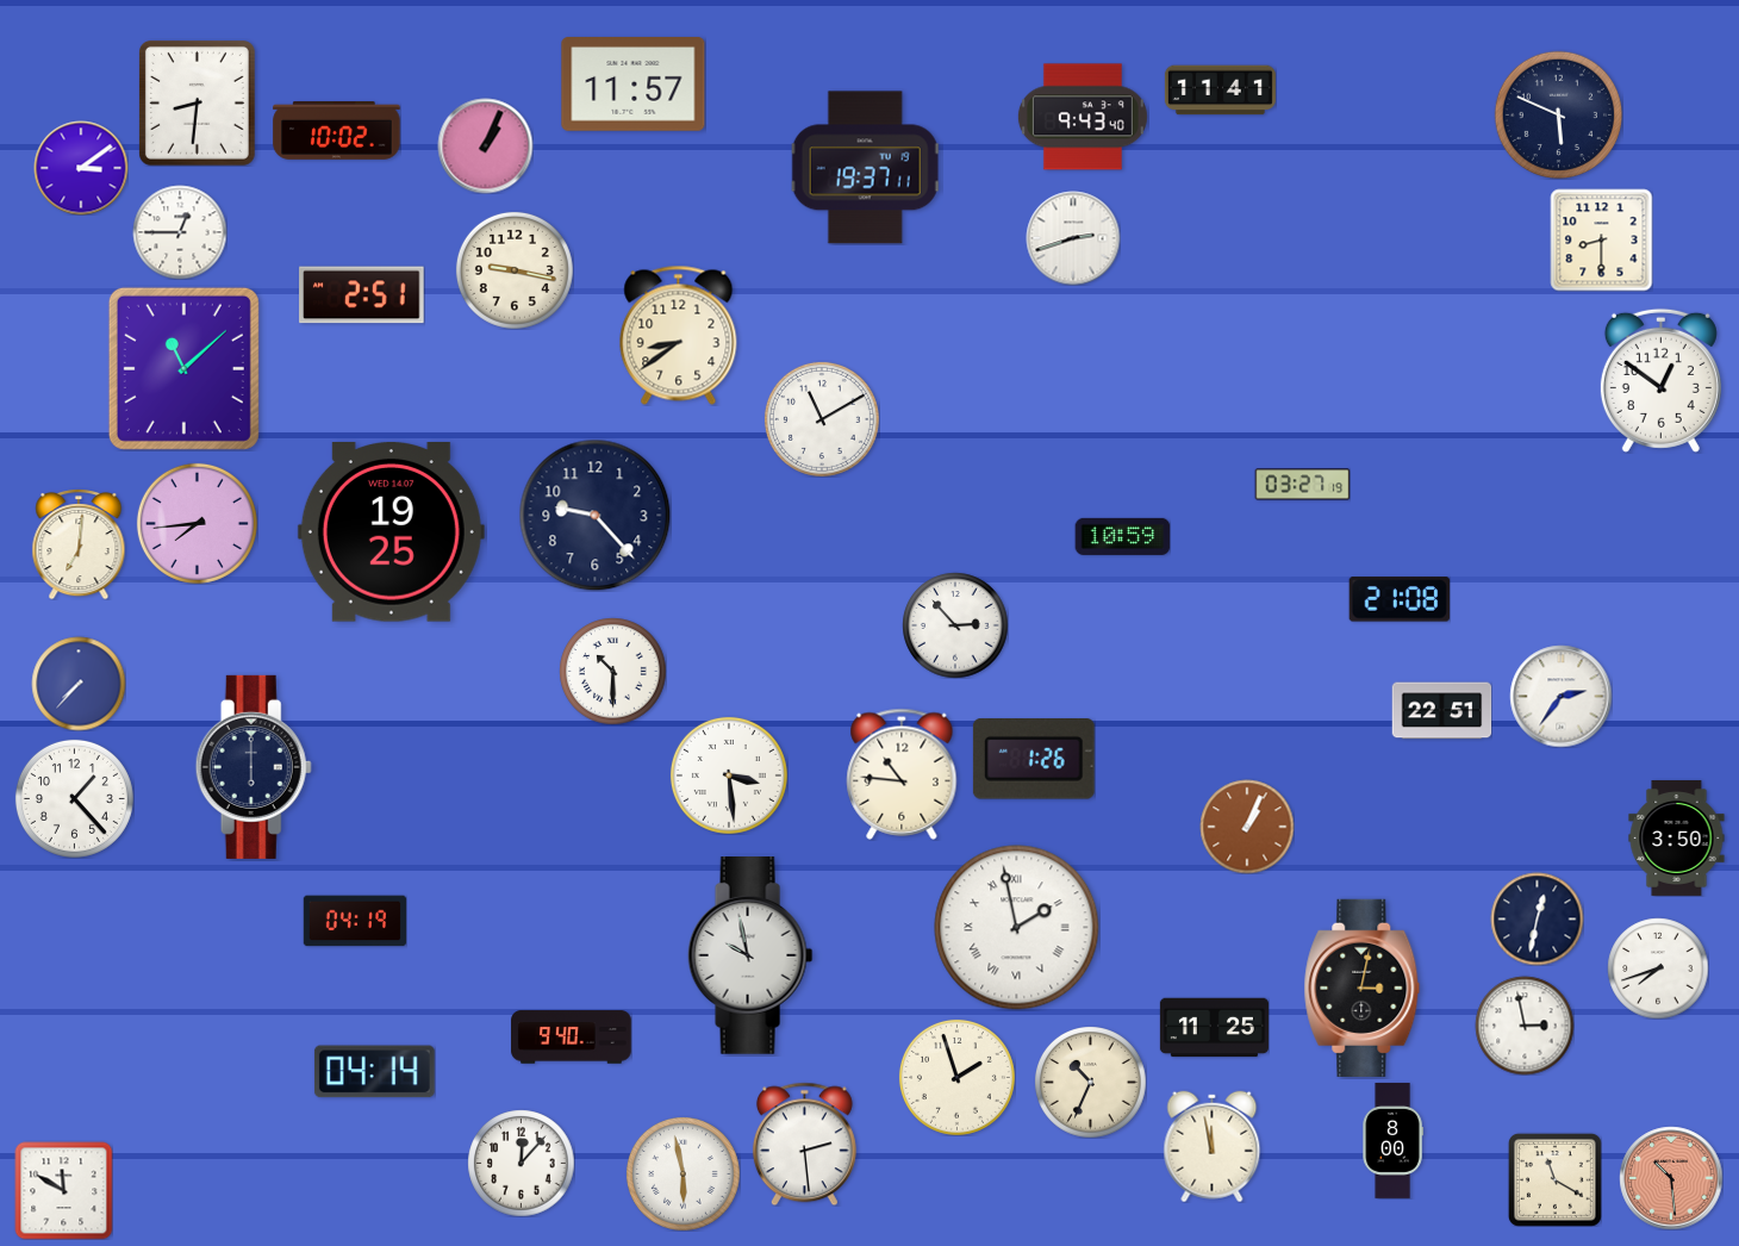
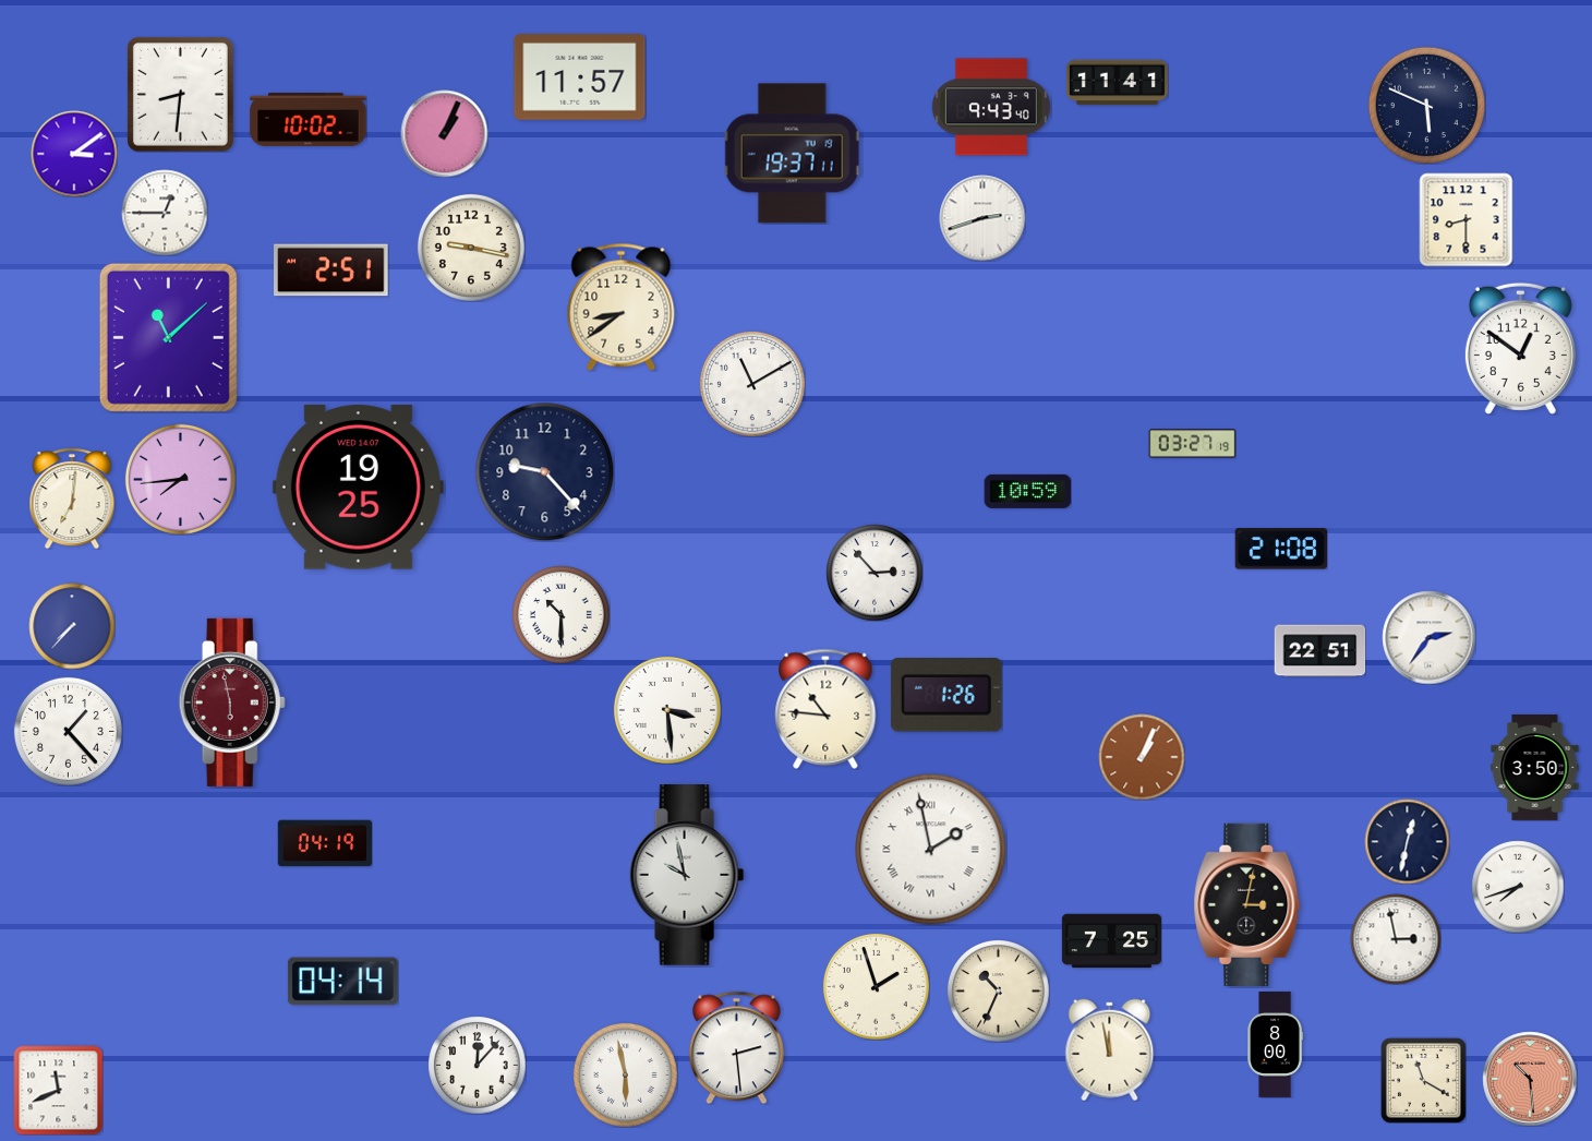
clock at (254, 767): 6:00 -> 5:58
clock at (254, 767) dial: navy -> burgundy
clock at (1214, 1028): 11:25 -> 7:25
clock at (572, 1038): 9:40 -> none
clock at (63, 1190): 11:50 -> 11:41
